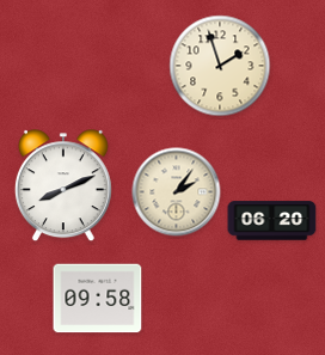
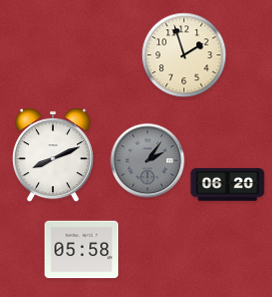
clock at (177, 192) dial: cream -> grey
clock at (98, 299): 09:58 -> 05:58
